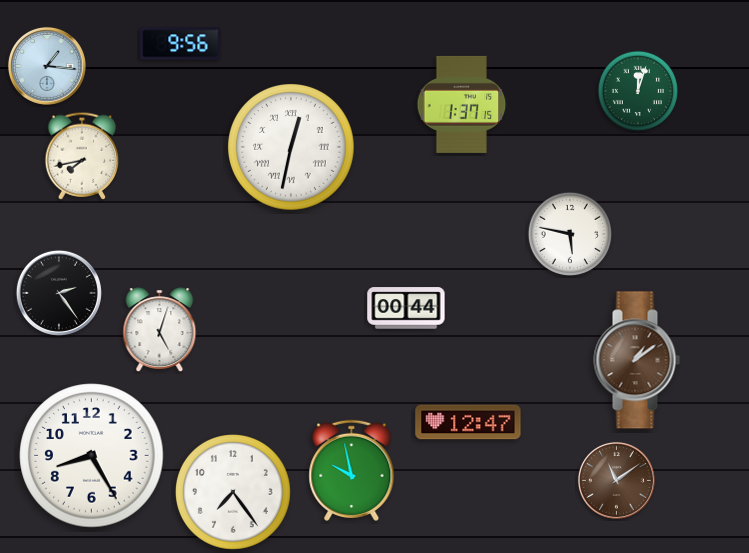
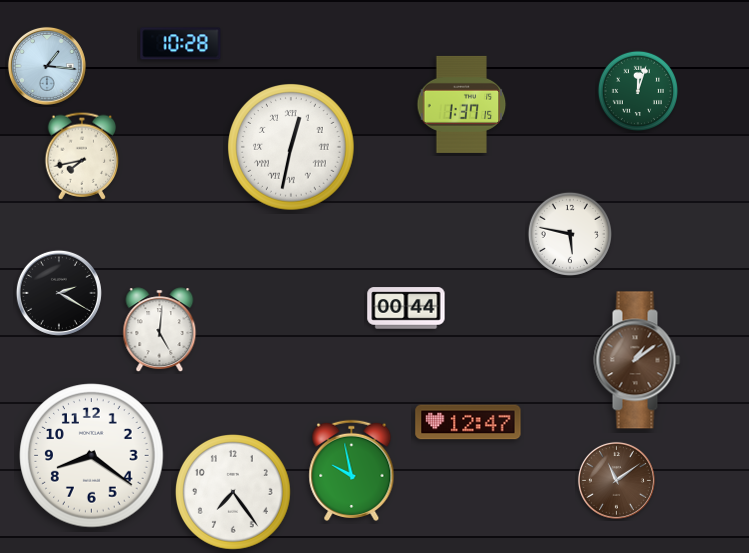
clock at (181, 44): 9:56 -> 10:28
clock at (59, 293): 2:24 -> 2:20
clock at (160, 330): 5:03 -> 5:01
clock at (92, 456): 8:25 -> 8:21
